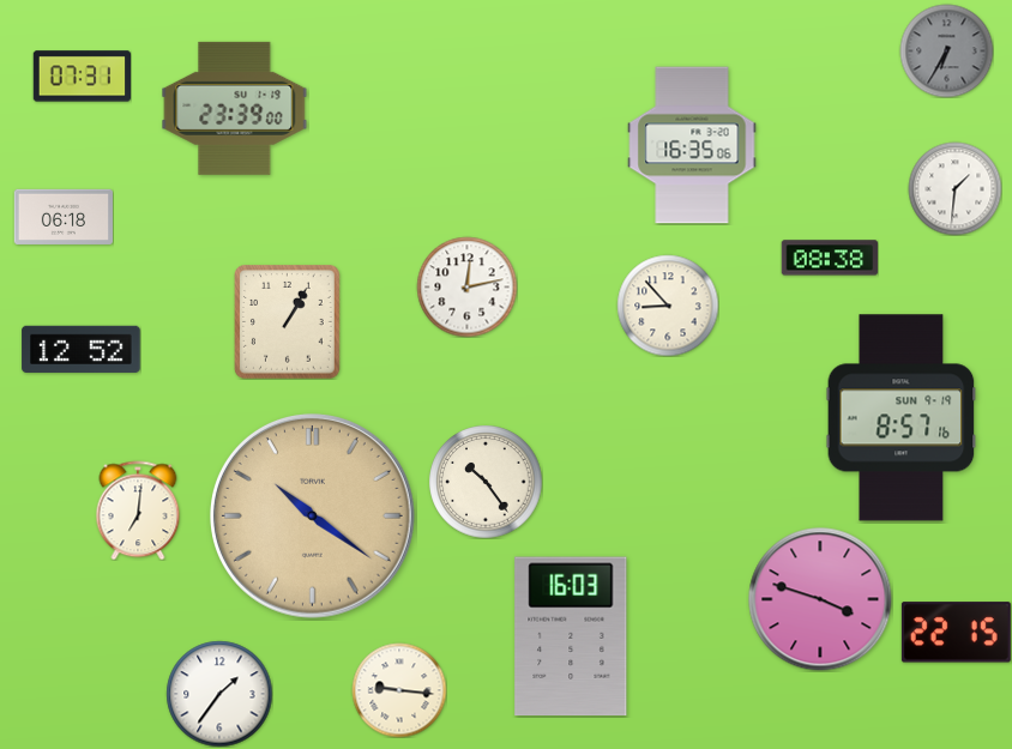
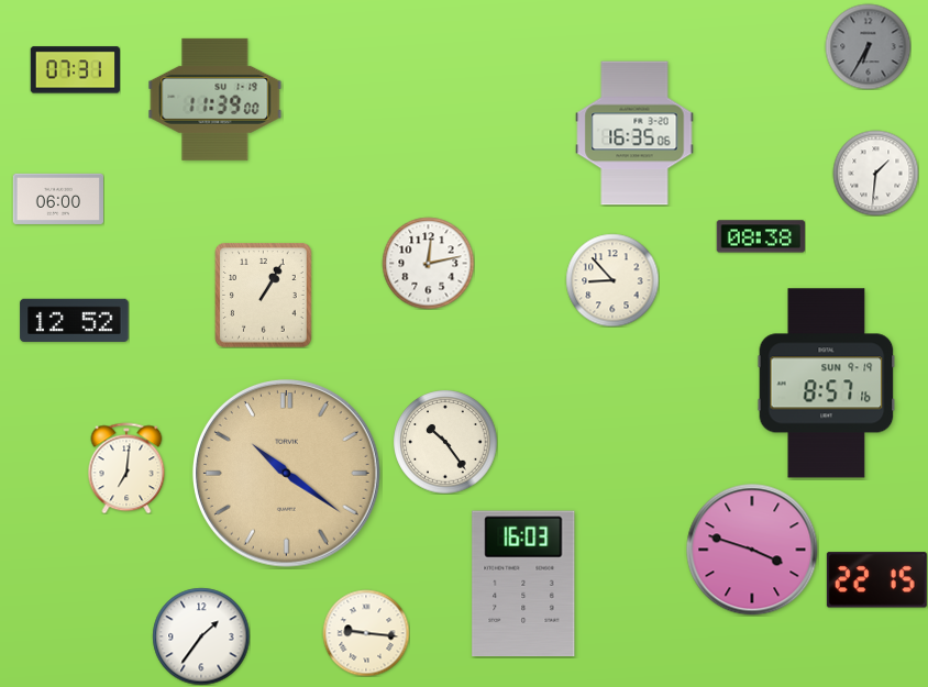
clock at (235, 108): 23:39 -> 11:39
clock at (62, 217): 06:18 -> 06:00
